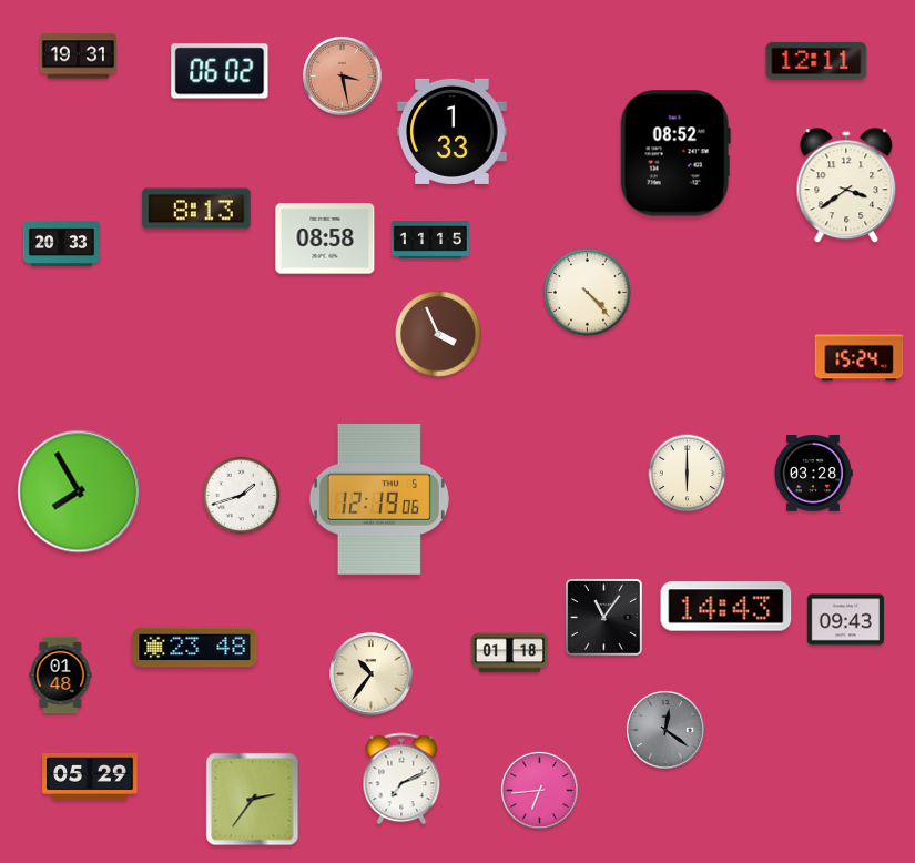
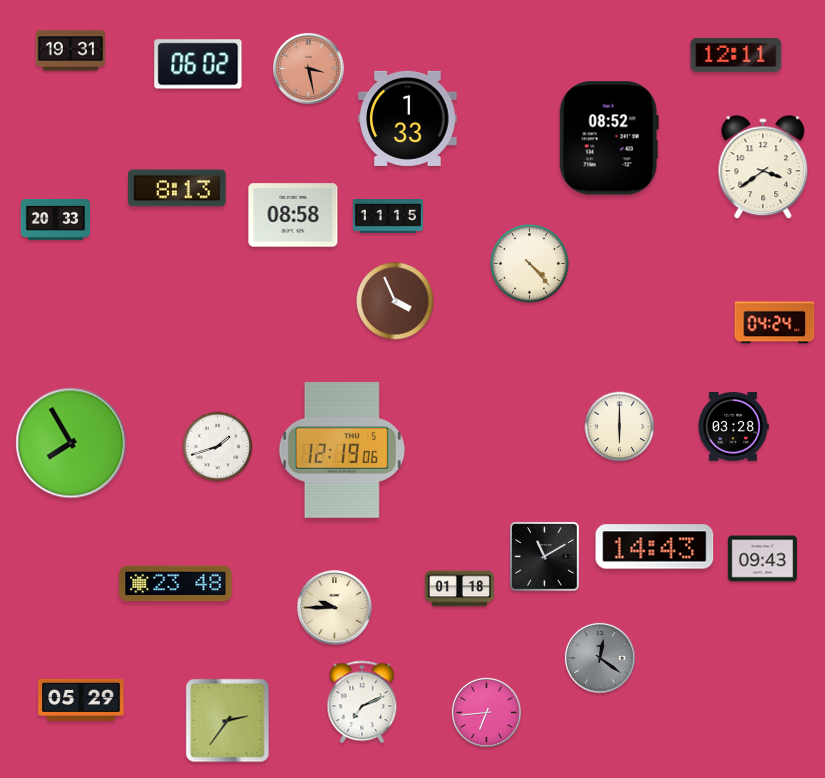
clock at (860, 358): 15:24 -> 04:24
clock at (604, 618): 11:06 -> 11:10
clock at (372, 674): 10:36 -> 9:45
clock at (61, 676): 01:48 -> none
